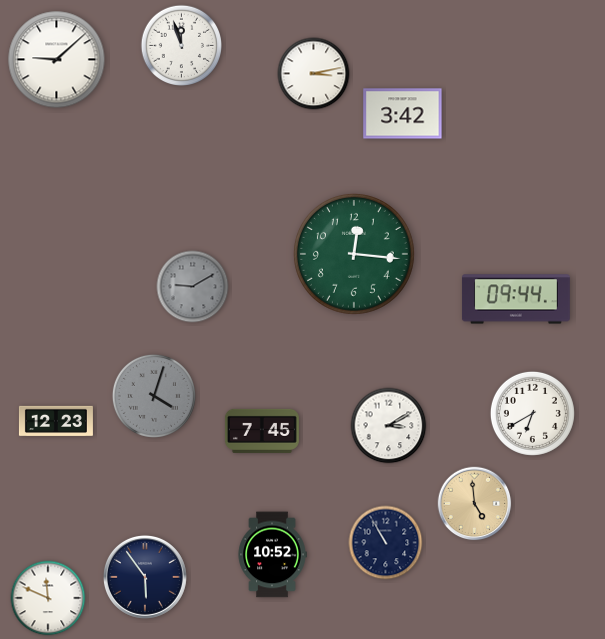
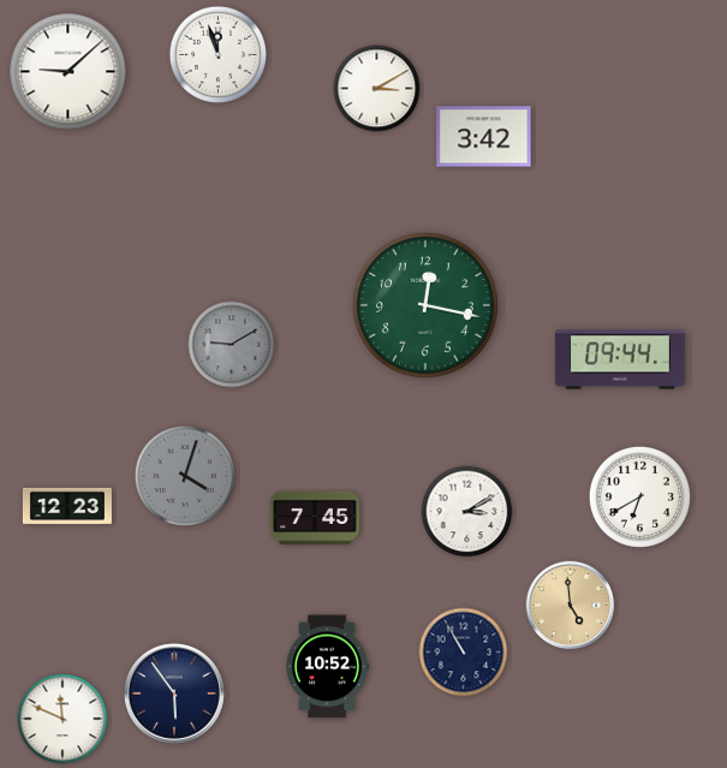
clock at (314, 74): 3:13 -> 3:10
clock at (354, 254): 12:16 -> 12:17
clock at (48, 598) position: (48, 598) -> (62, 719)
